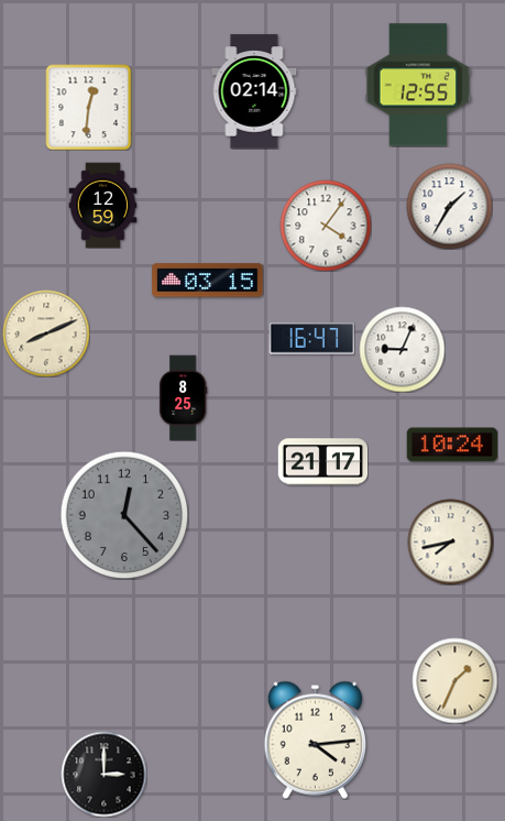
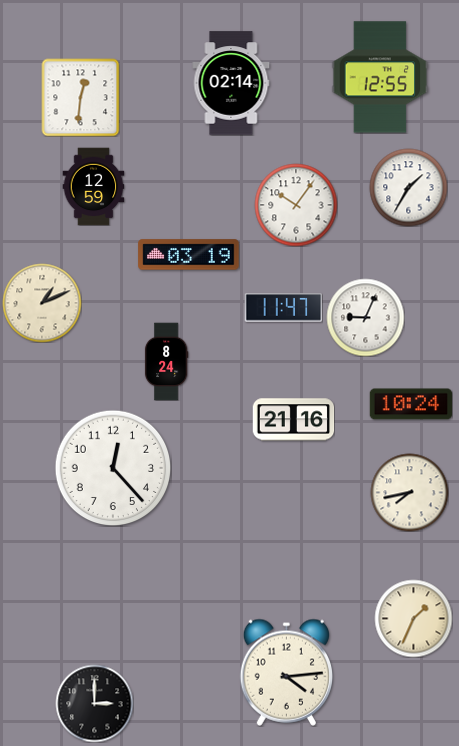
clock at (326, 226): 4:06 -> 10:06
clock at (208, 281): 03:15 -> 03:19
clock at (46, 333): 8:11 -> 1:11
clock at (311, 339): 16:47 -> 11:47
clock at (183, 397): 8:25 -> 8:24
clock at (322, 462): 21:17 -> 21:16
clock at (124, 515) dial: grey -> white
